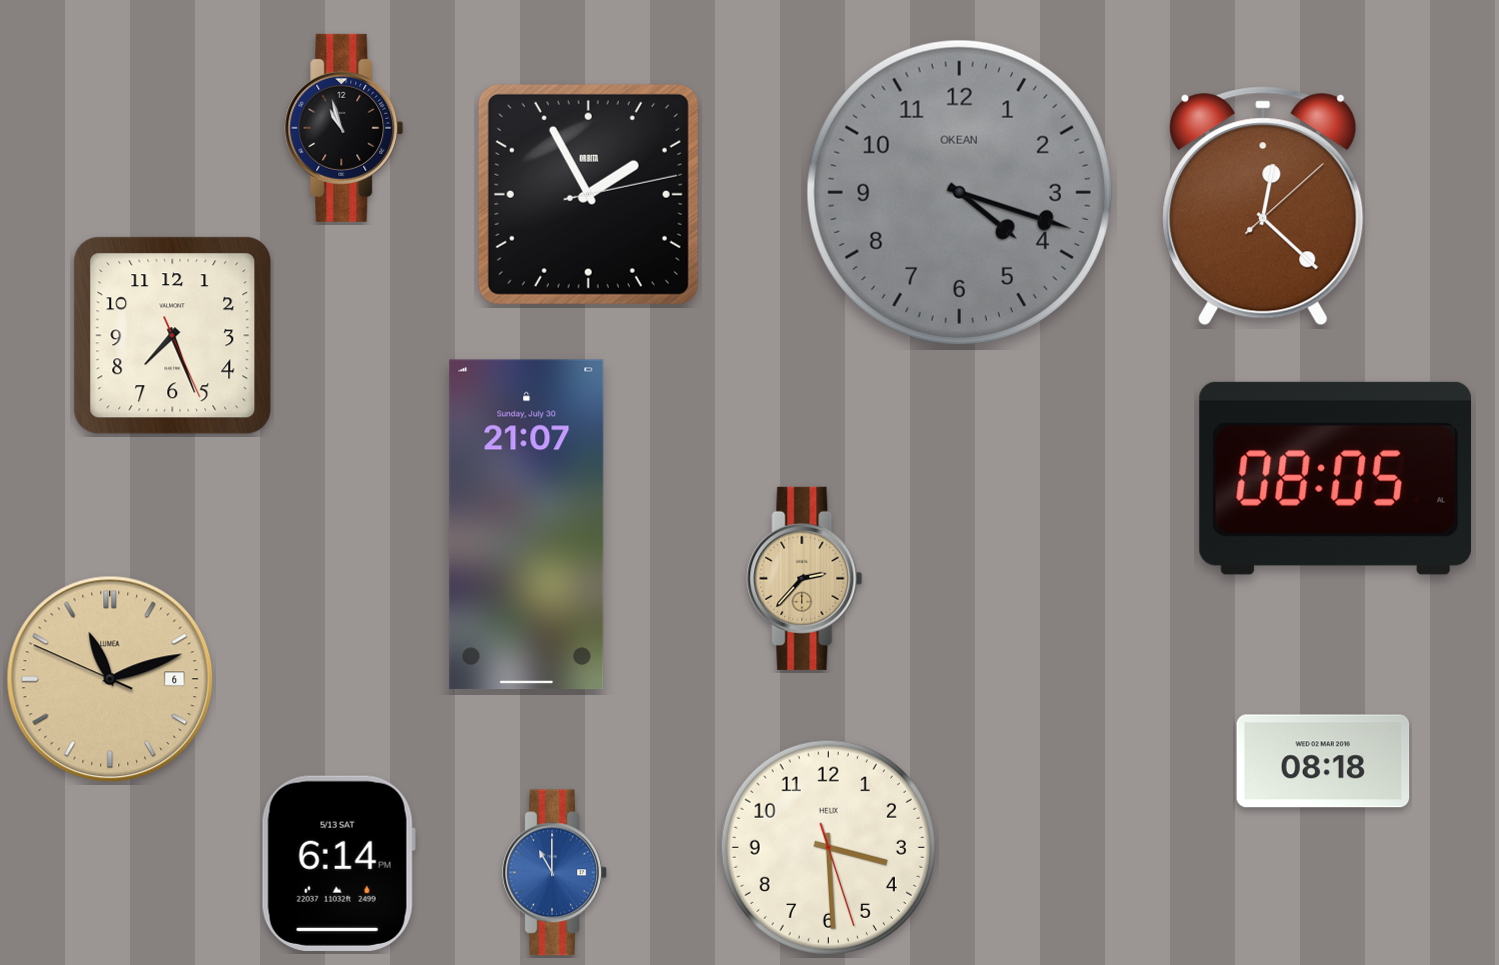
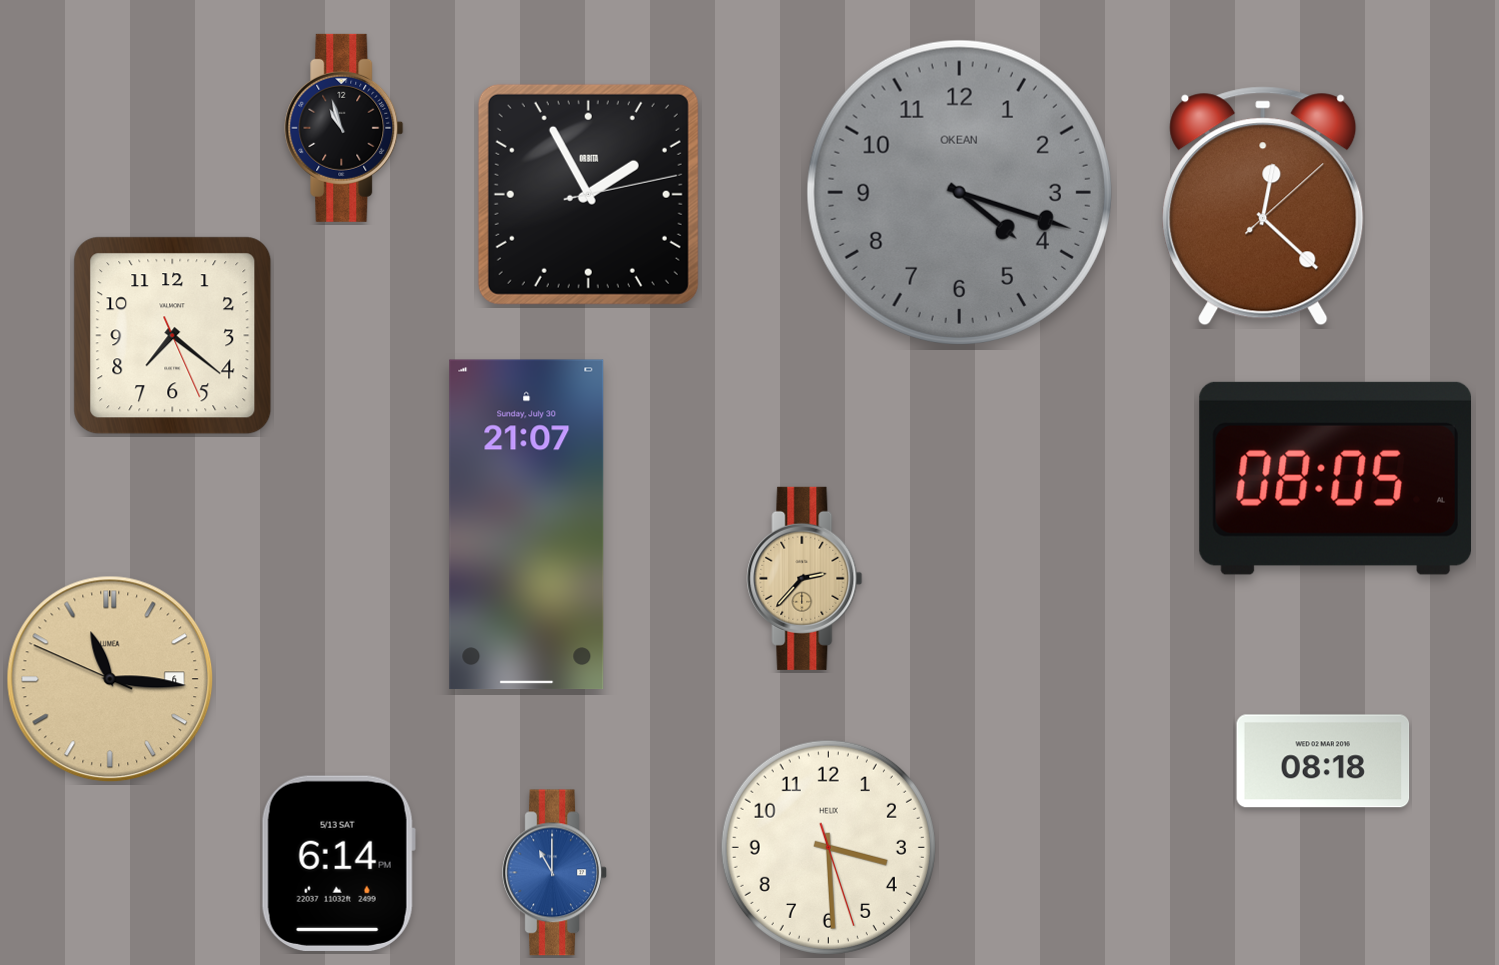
clock at (173, 336): 7:26 -> 7:21
clock at (110, 679): 11:11 -> 11:15
